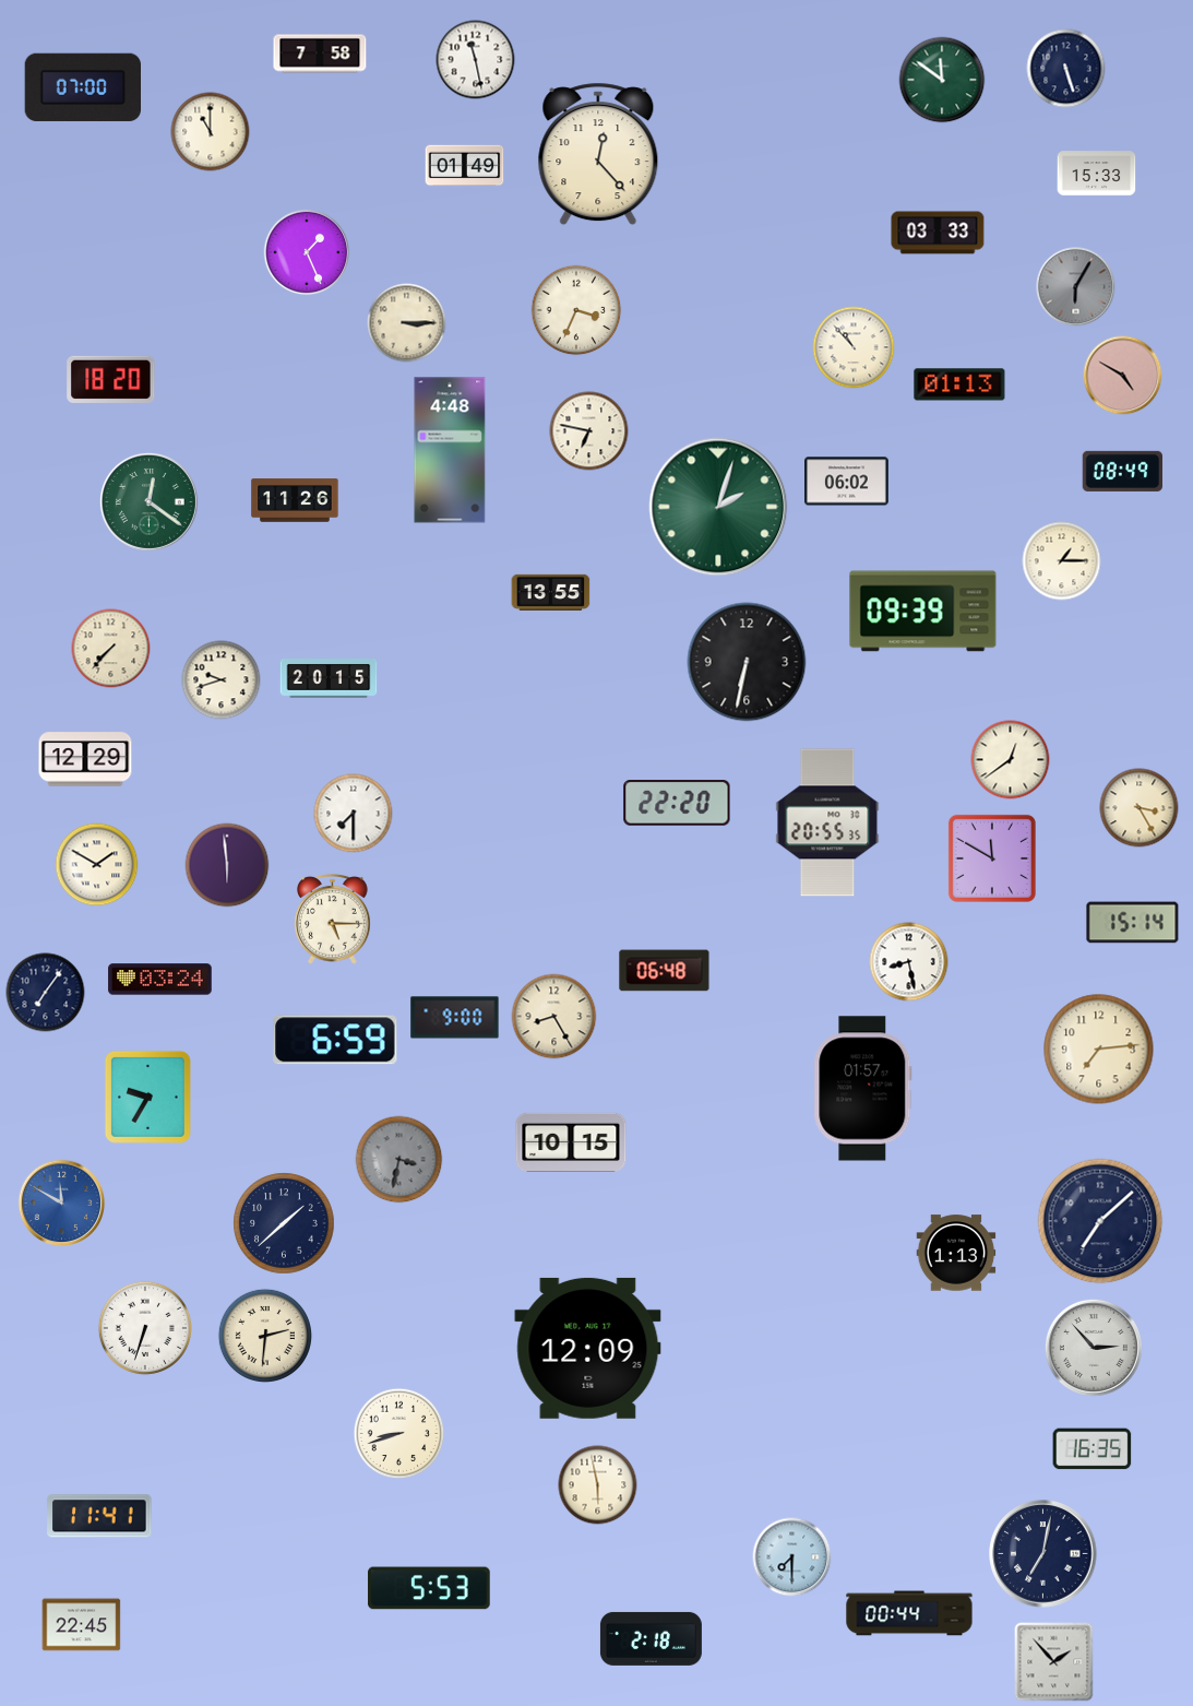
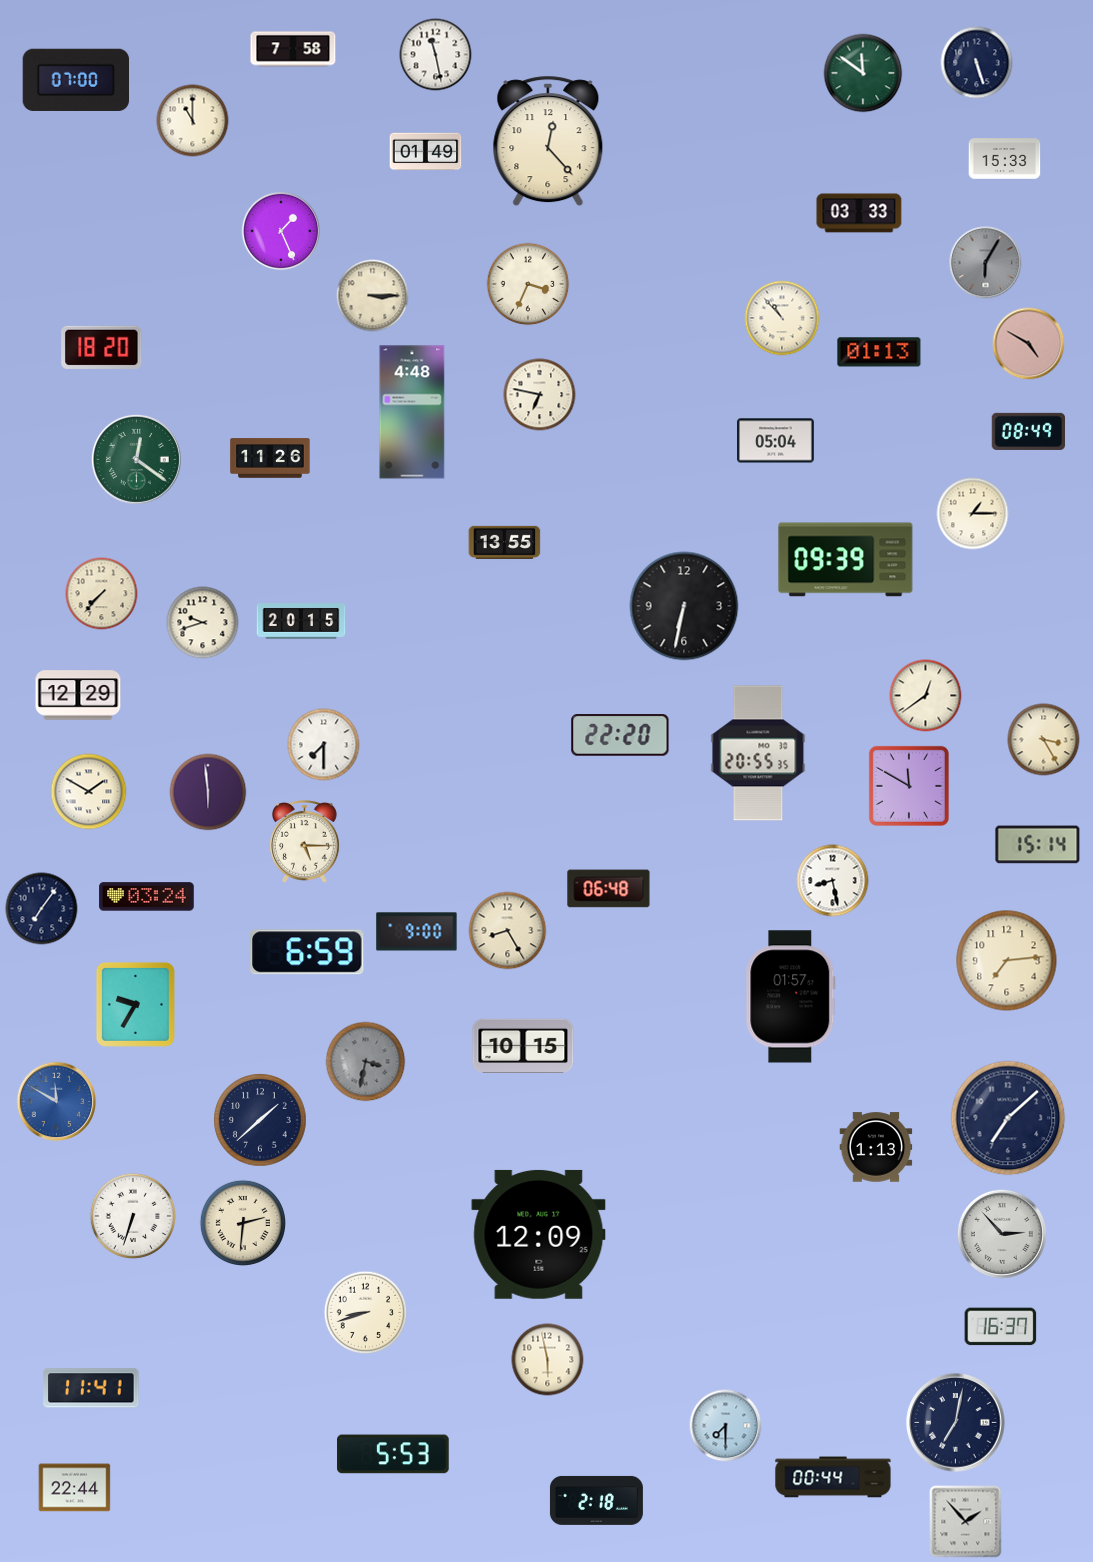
clock at (847, 482): 06:02 -> 05:04
clock at (718, 507): 2:03 -> none
clock at (1093, 1449): 16:35 -> 16:37
clock at (82, 1625): 22:45 -> 22:44
